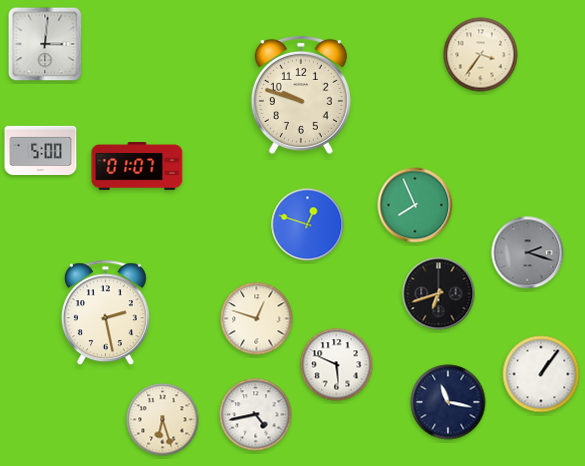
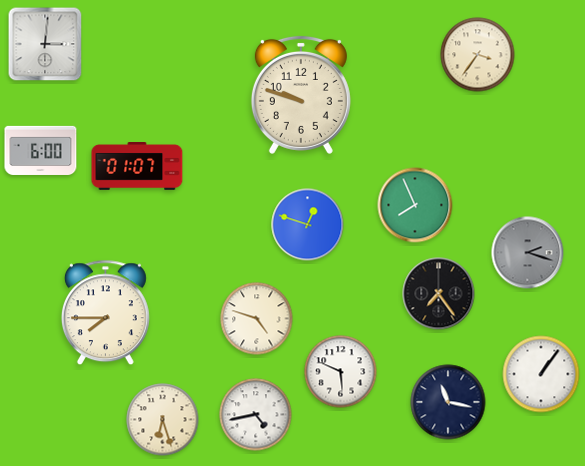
clock at (481, 55) position: (481, 55) -> (478, 55)
clock at (41, 150): 5:00 -> 6:00
clock at (439, 294): 6:42 -> 7:24
clock at (105, 313): 2:28 -> 7:45
clock at (257, 319): 12:48 -> 4:48
clock at (337, 365) position: (337, 365) -> (341, 372)
